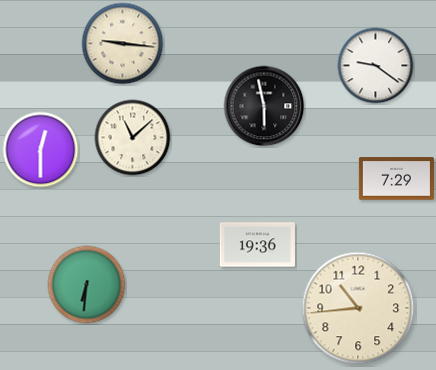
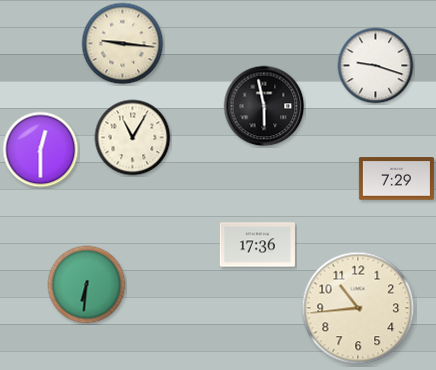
clock at (376, 66): 9:21 -> 9:18
clock at (133, 138): 11:08 -> 11:05
clock at (257, 245): 19:36 -> 17:36
